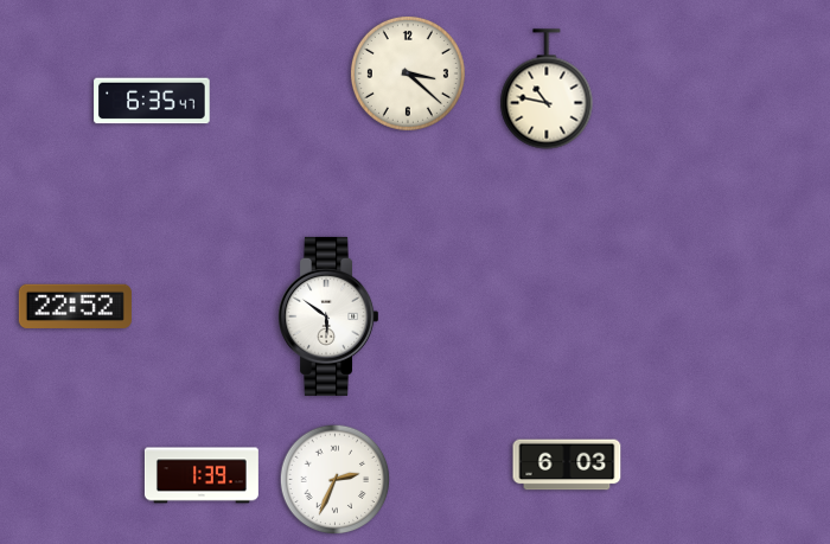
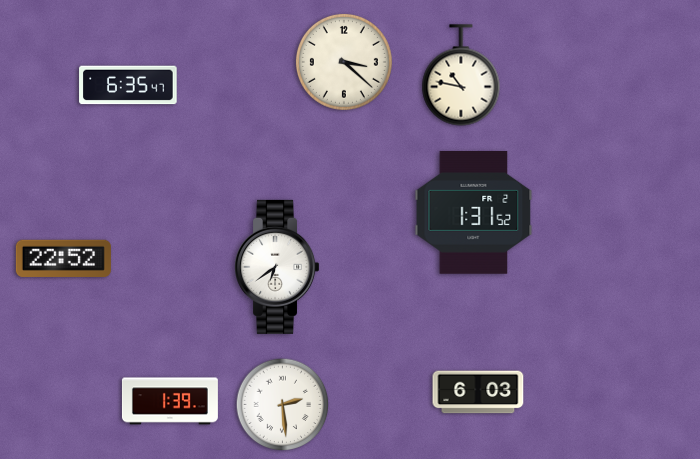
clock at (474, 213): none -> 1:31
clock at (328, 316): 5:51 -> 6:39
clock at (336, 480): 2:34 -> 2:29
